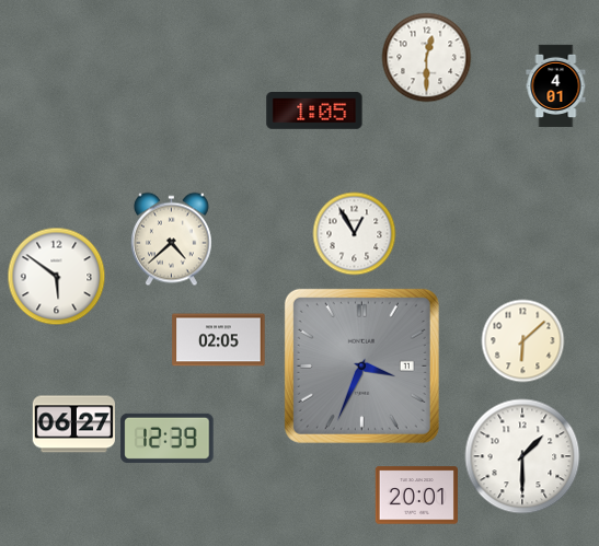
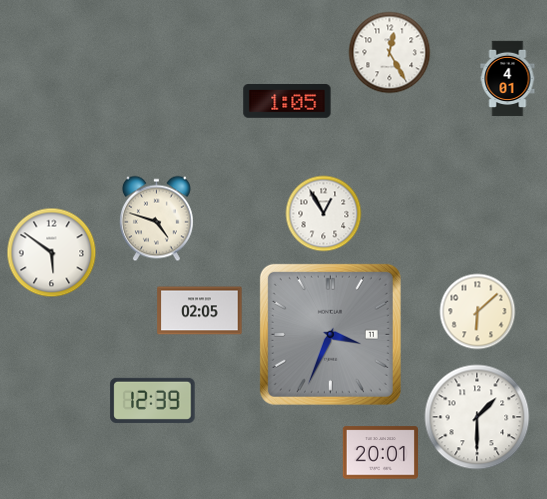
clock at (427, 58): 12:30 -> 12:25
clock at (171, 240): 4:38 -> 4:48
clock at (73, 425): 06:27 -> none
